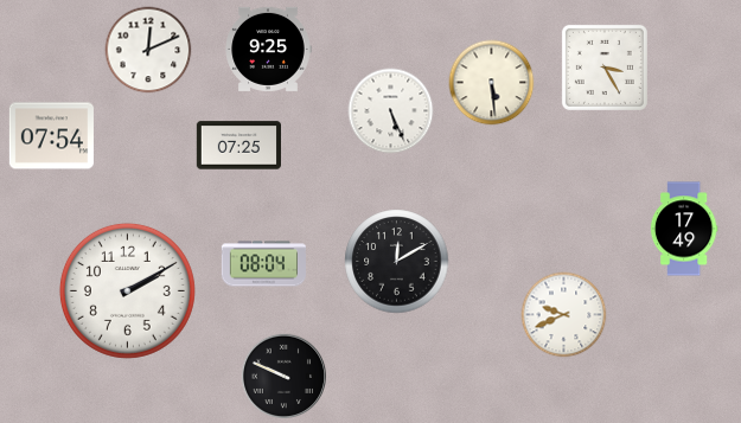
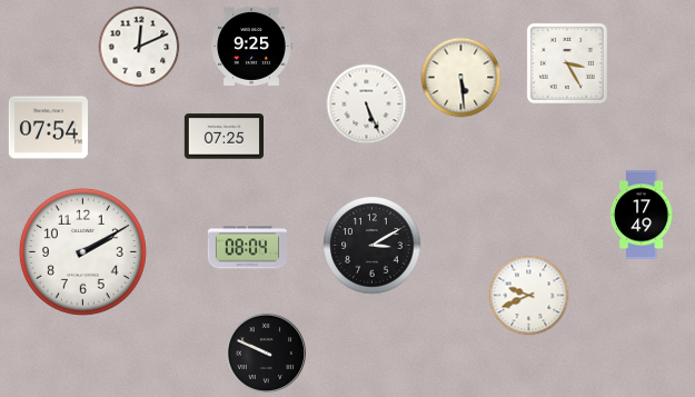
clock at (397, 262): 12:10 -> 3:10
clock at (127, 290) position: (127, 290) -> (82, 251)
